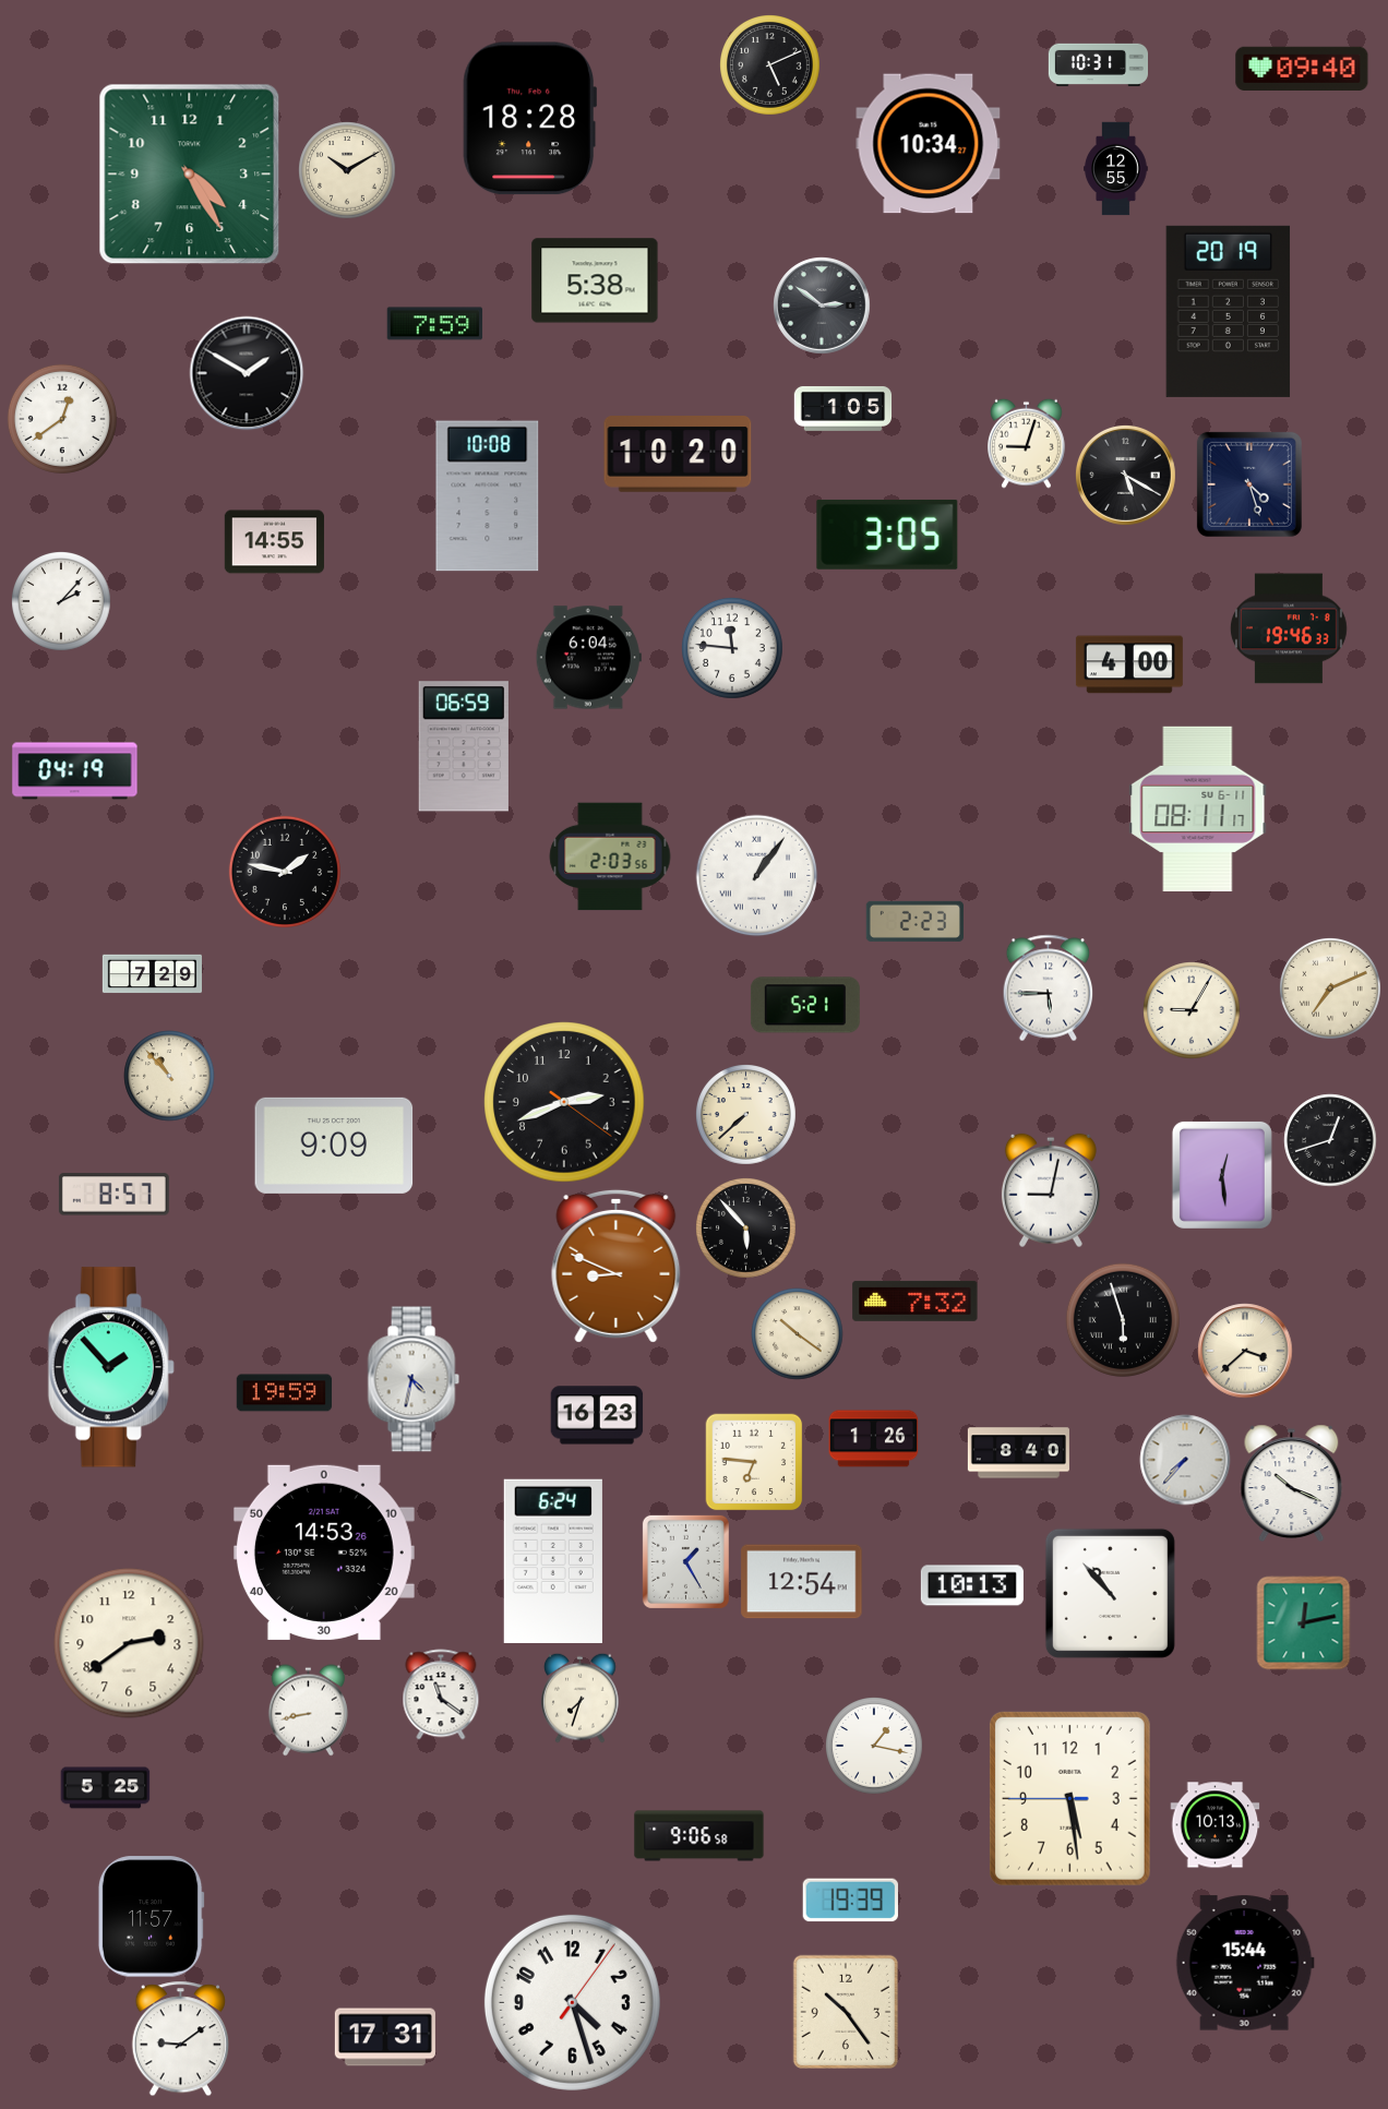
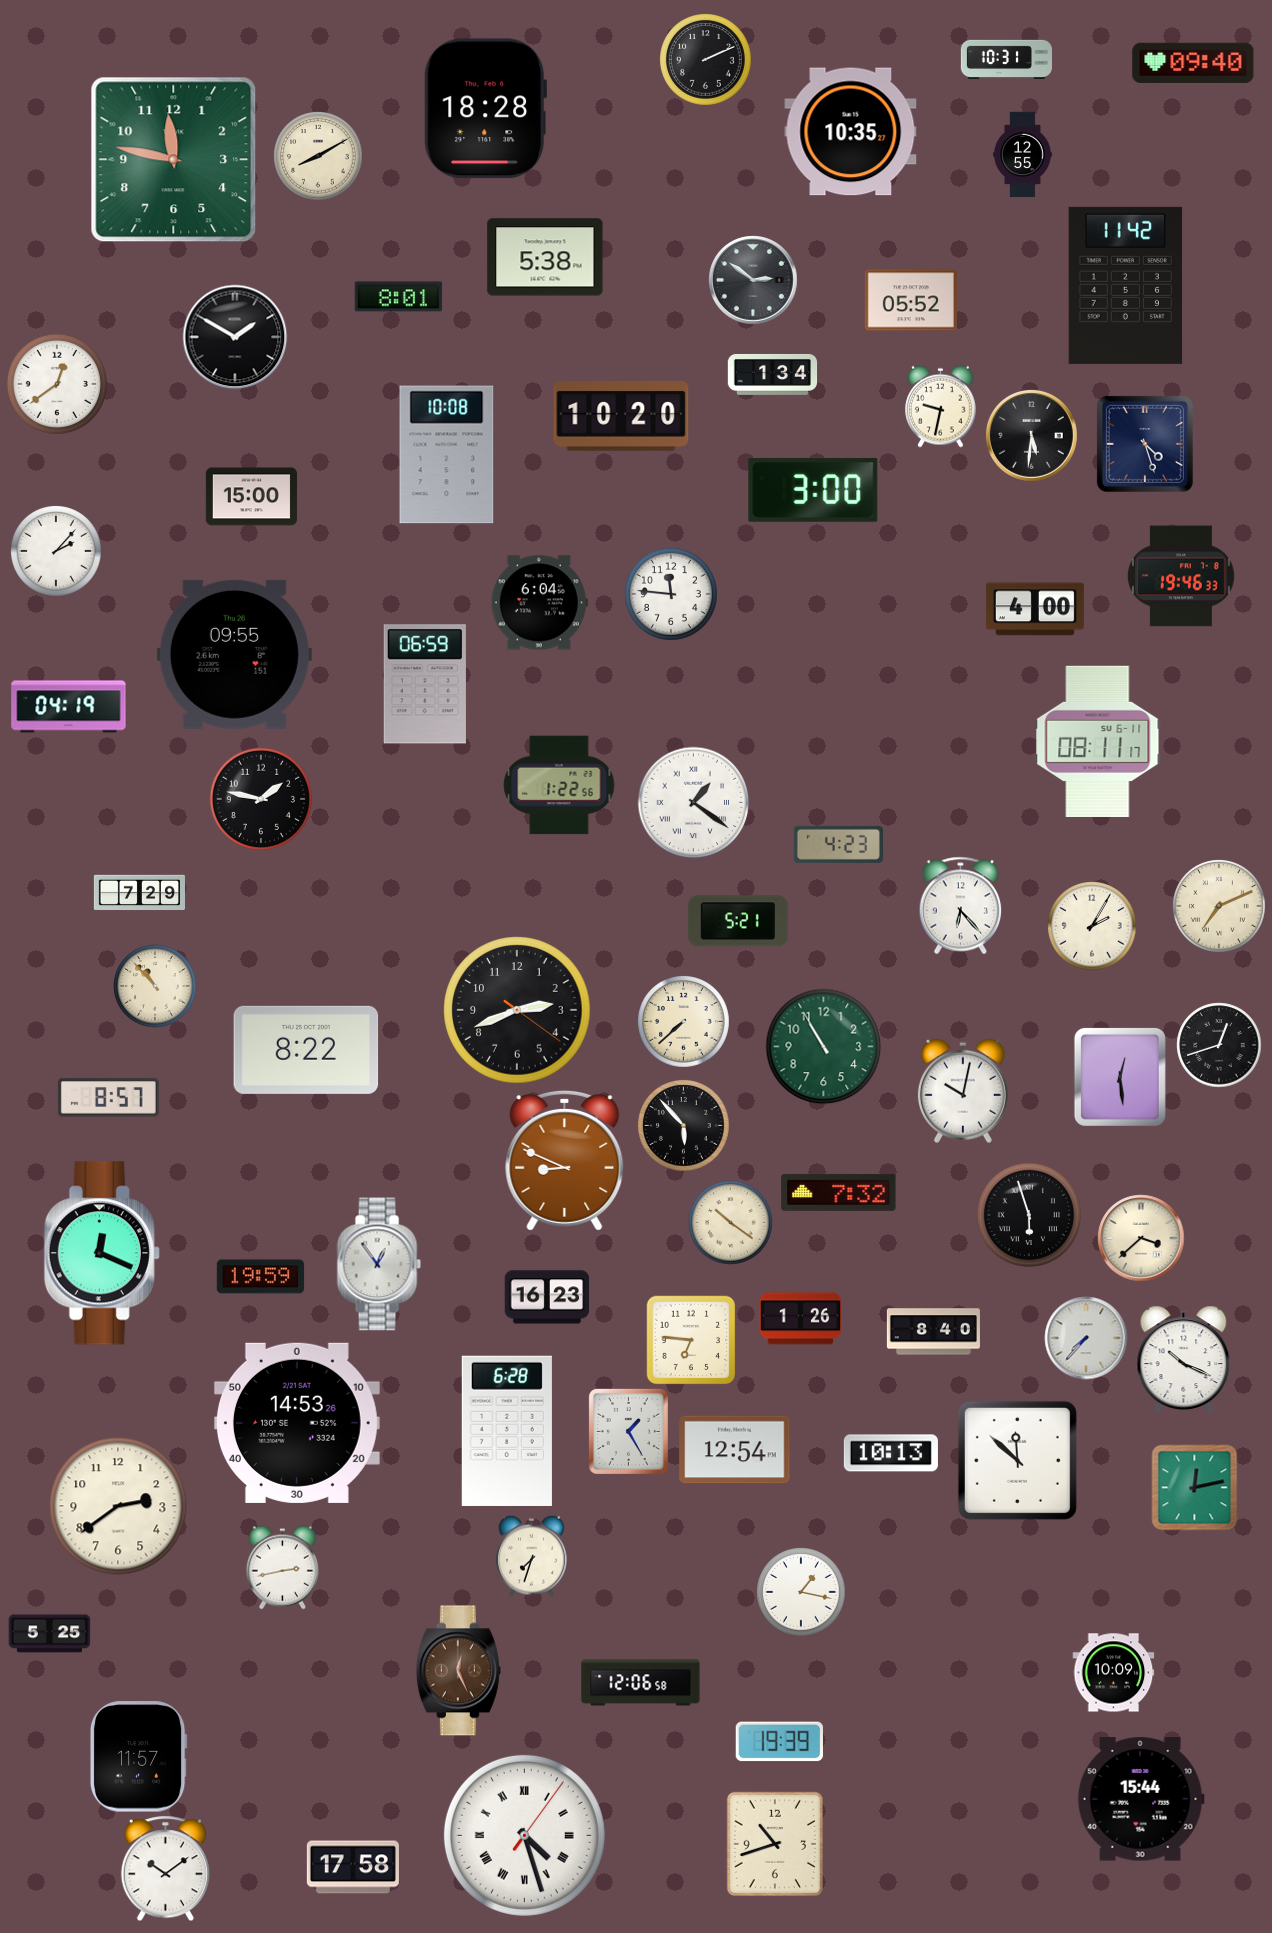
clock at (770, 65): 5:11 -> 2:11
clock at (929, 144): 10:34 -> 10:35
clock at (347, 170): 10:10 -> 8:10
clock at (190, 175): 4:25 -> 11:47
clock at (1229, 311): 20:19 -> 11:42
clock at (434, 324): 7:59 -> 8:01
clock at (911, 300): none -> 05:52
clock at (247, 373) position: (247, 373) -> (235, 337)
clock at (842, 408): 1:05 -> 1:34
clock at (1027, 443): 9:03 -> 9:32
clock at (1125, 475): 5:20 -> 5:31
clock at (887, 535): 3:05 -> 3:00
clock at (274, 542): 14:55 -> 15:00
clock at (234, 654): none -> 09:55
clock at (610, 856): 2:03 -> 1:22
clock at (756, 875): 1:06 -> 1:21
clock at (914, 921): 2:23 -> 4:23
clock at (1049, 987): 5:45 -> 6:23
clock at (1192, 1010): 9:05 -> 2:05
clock at (823, 1046): none -> 10:55
clock at (334, 1146): 9:09 -> 8:22
clock at (1051, 1190): 9:02 -> 10:02
clock at (113, 1195) position: (113, 1195) -> (108, 1098)
clock at (1122, 1319) position: (1122, 1319) -> (1028, 1214)
clock at (111, 1367): 1:53 -> 12:19
clock at (414, 1379): 4:32 -> 12:54
clock at (553, 1561): 6:24 -> 6:28
clock at (1110, 1593): 10:53 -> 11:52
clock at (441, 1694): 11:21 -> none
clock at (308, 1710): 8:43 -> 2:43
clock at (874, 1746) position: (874, 1746) -> (801, 1592)
clock at (105, 1788) position: (105, 1788) -> (49, 1634)
clock at (1069, 1798): 5:28 -> none
clock at (458, 1671): none -> 12:26
clock at (1214, 1825): 10:13 -> 10:09
clock at (699, 1836): 9:06 -> 12:06
clock at (572, 2002) numerals: Arabic -> Roman
clock at (845, 2011): 10:24 -> 10:42
clock at (385, 2037): 17:31 -> 17:58
clock at (180, 2038): 9:09 -> 10:09
